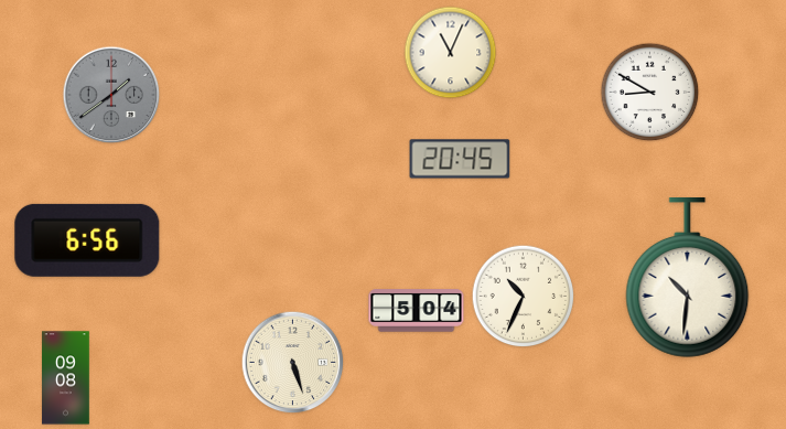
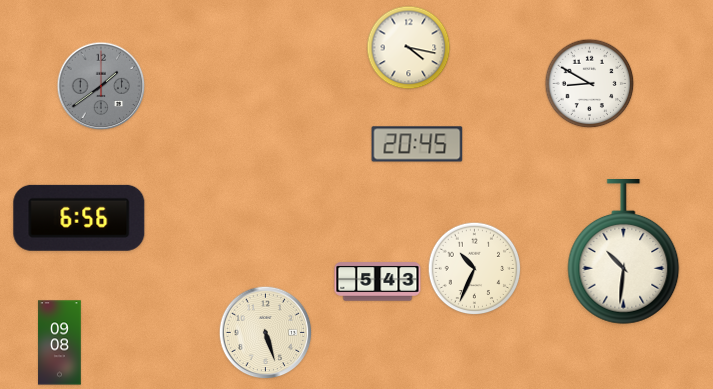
clock at (451, 53): 11:04 -> 4:17
clock at (417, 311): 5:04 -> 5:43
clock at (293, 363) position: (293, 363) -> (266, 333)
